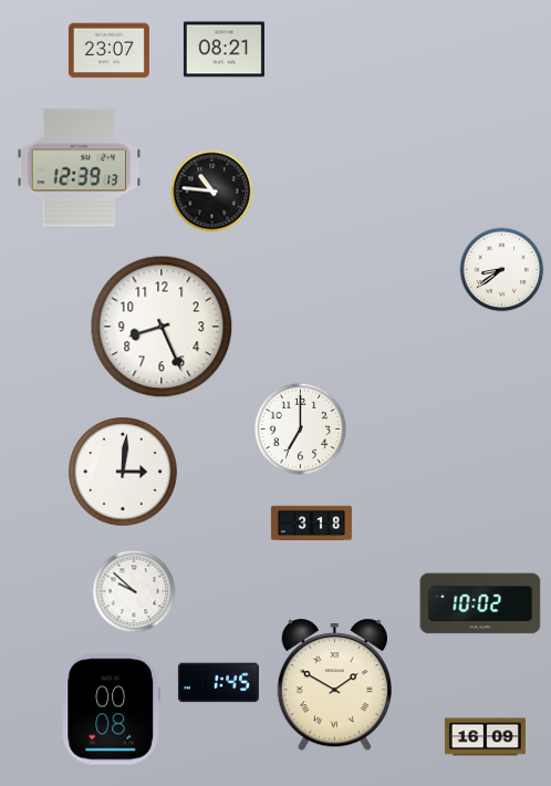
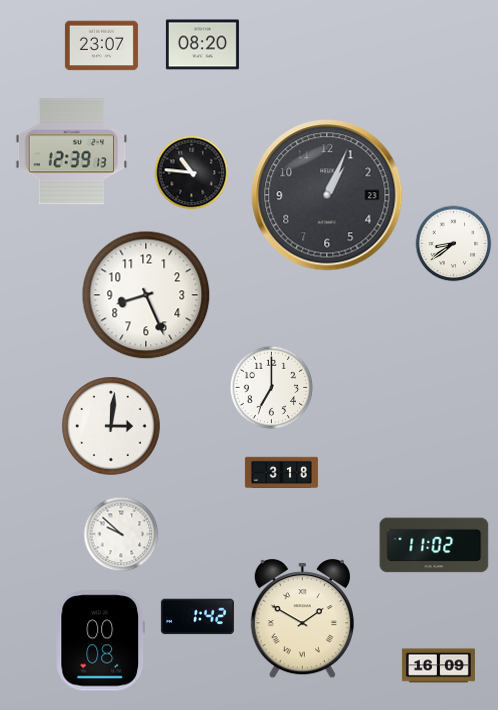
clock at (223, 50): 08:21 -> 08:20
clock at (108, 51) position: (108, 51) -> (101, 46)
clock at (327, 195): none -> 1:04
clock at (480, 603): 10:02 -> 11:02
clock at (218, 683): 1:45 -> 1:42
